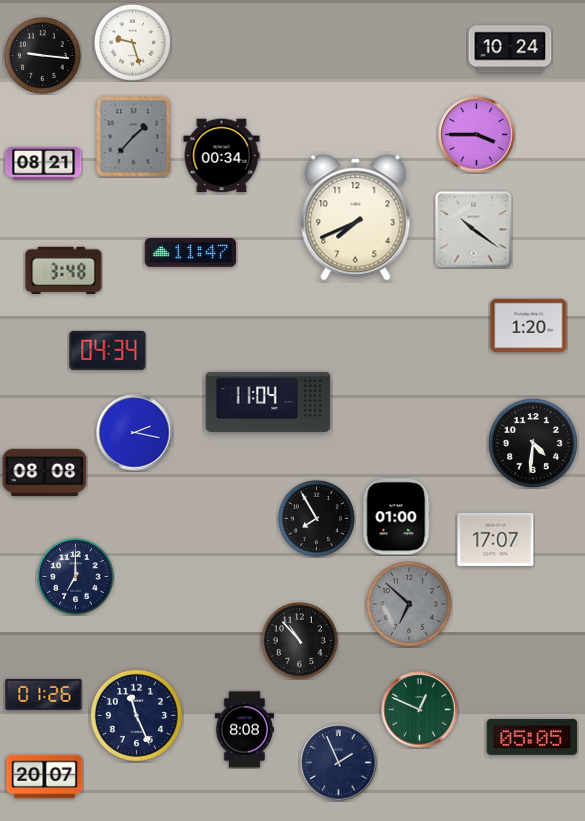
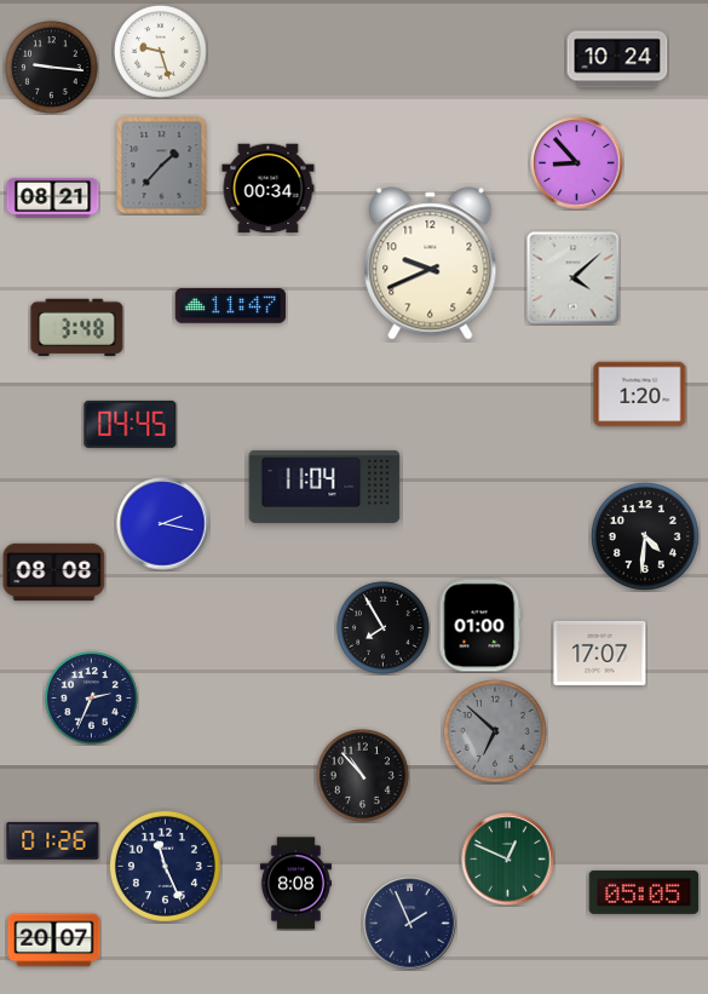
clock at (477, 135): 3:45 -> 8:53
clock at (356, 218): 7:41 -> 9:41
clock at (474, 230): 10:21 -> 4:08
clock at (108, 350): 04:34 -> 04:45
clock at (76, 577): 7:00 -> 2:34
